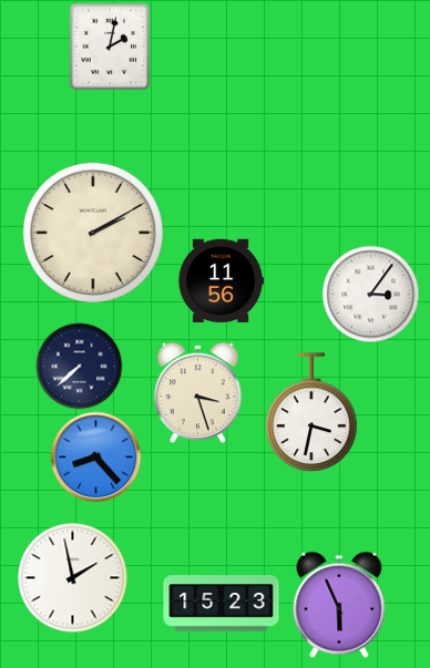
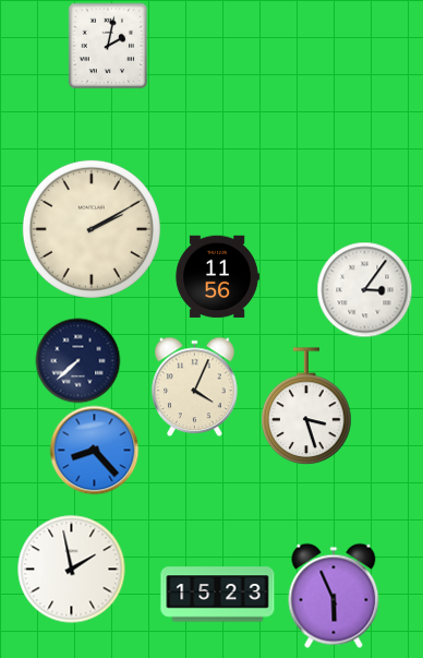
clock at (198, 392): 3:27 -> 4:04
clock at (311, 412): 3:32 -> 3:27
